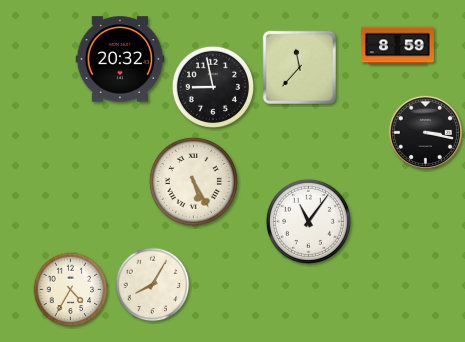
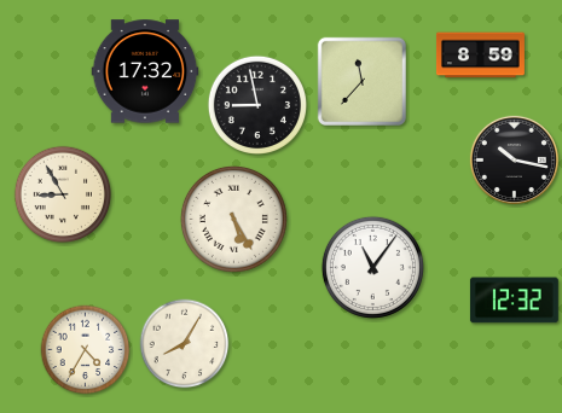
clock at (120, 59): 20:32 -> 17:32
clock at (425, 132): 3:17 -> 10:17
clock at (63, 194): none -> 8:55
clock at (514, 301): none -> 12:32
